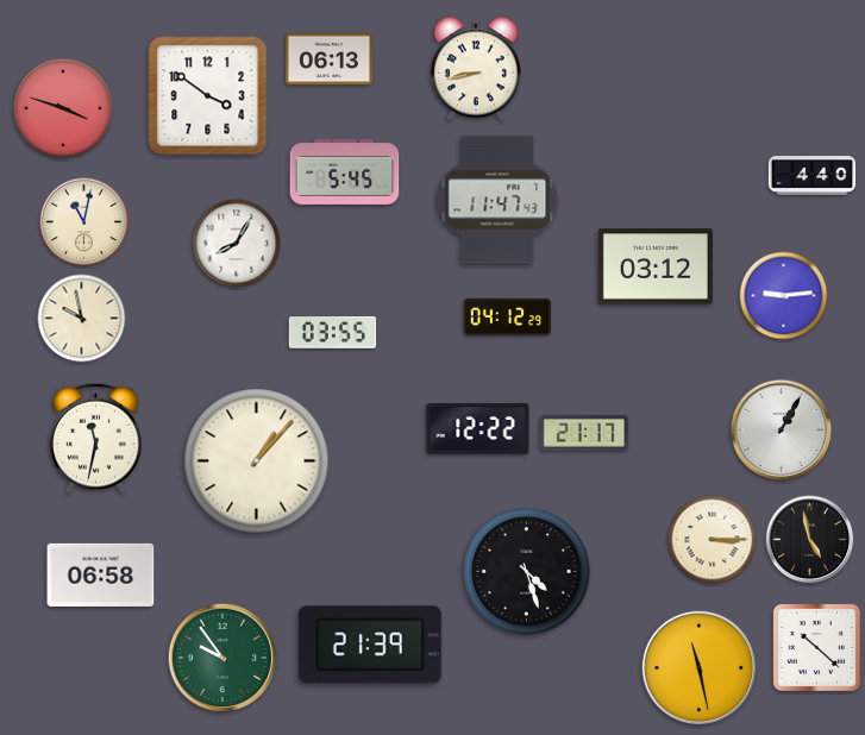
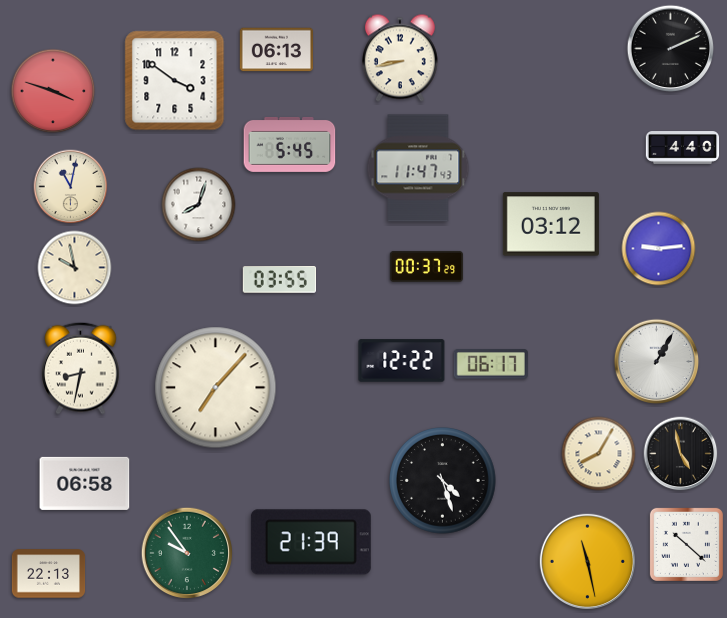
clock at (671, 49): none -> 2:11
clock at (237, 244): 8:05 -> 8:03
clock at (508, 316): 04:12 -> 00:37
clock at (82, 319) position: (82, 319) -> (75, 268)
clock at (584, 433): 21:17 -> 06:17
clock at (96, 438): 11:32 -> 8:32
clock at (257, 461): 1:07 -> 7:07
clock at (713, 540): 3:15 -> 8:05
clock at (49, 574): none -> 22:13
